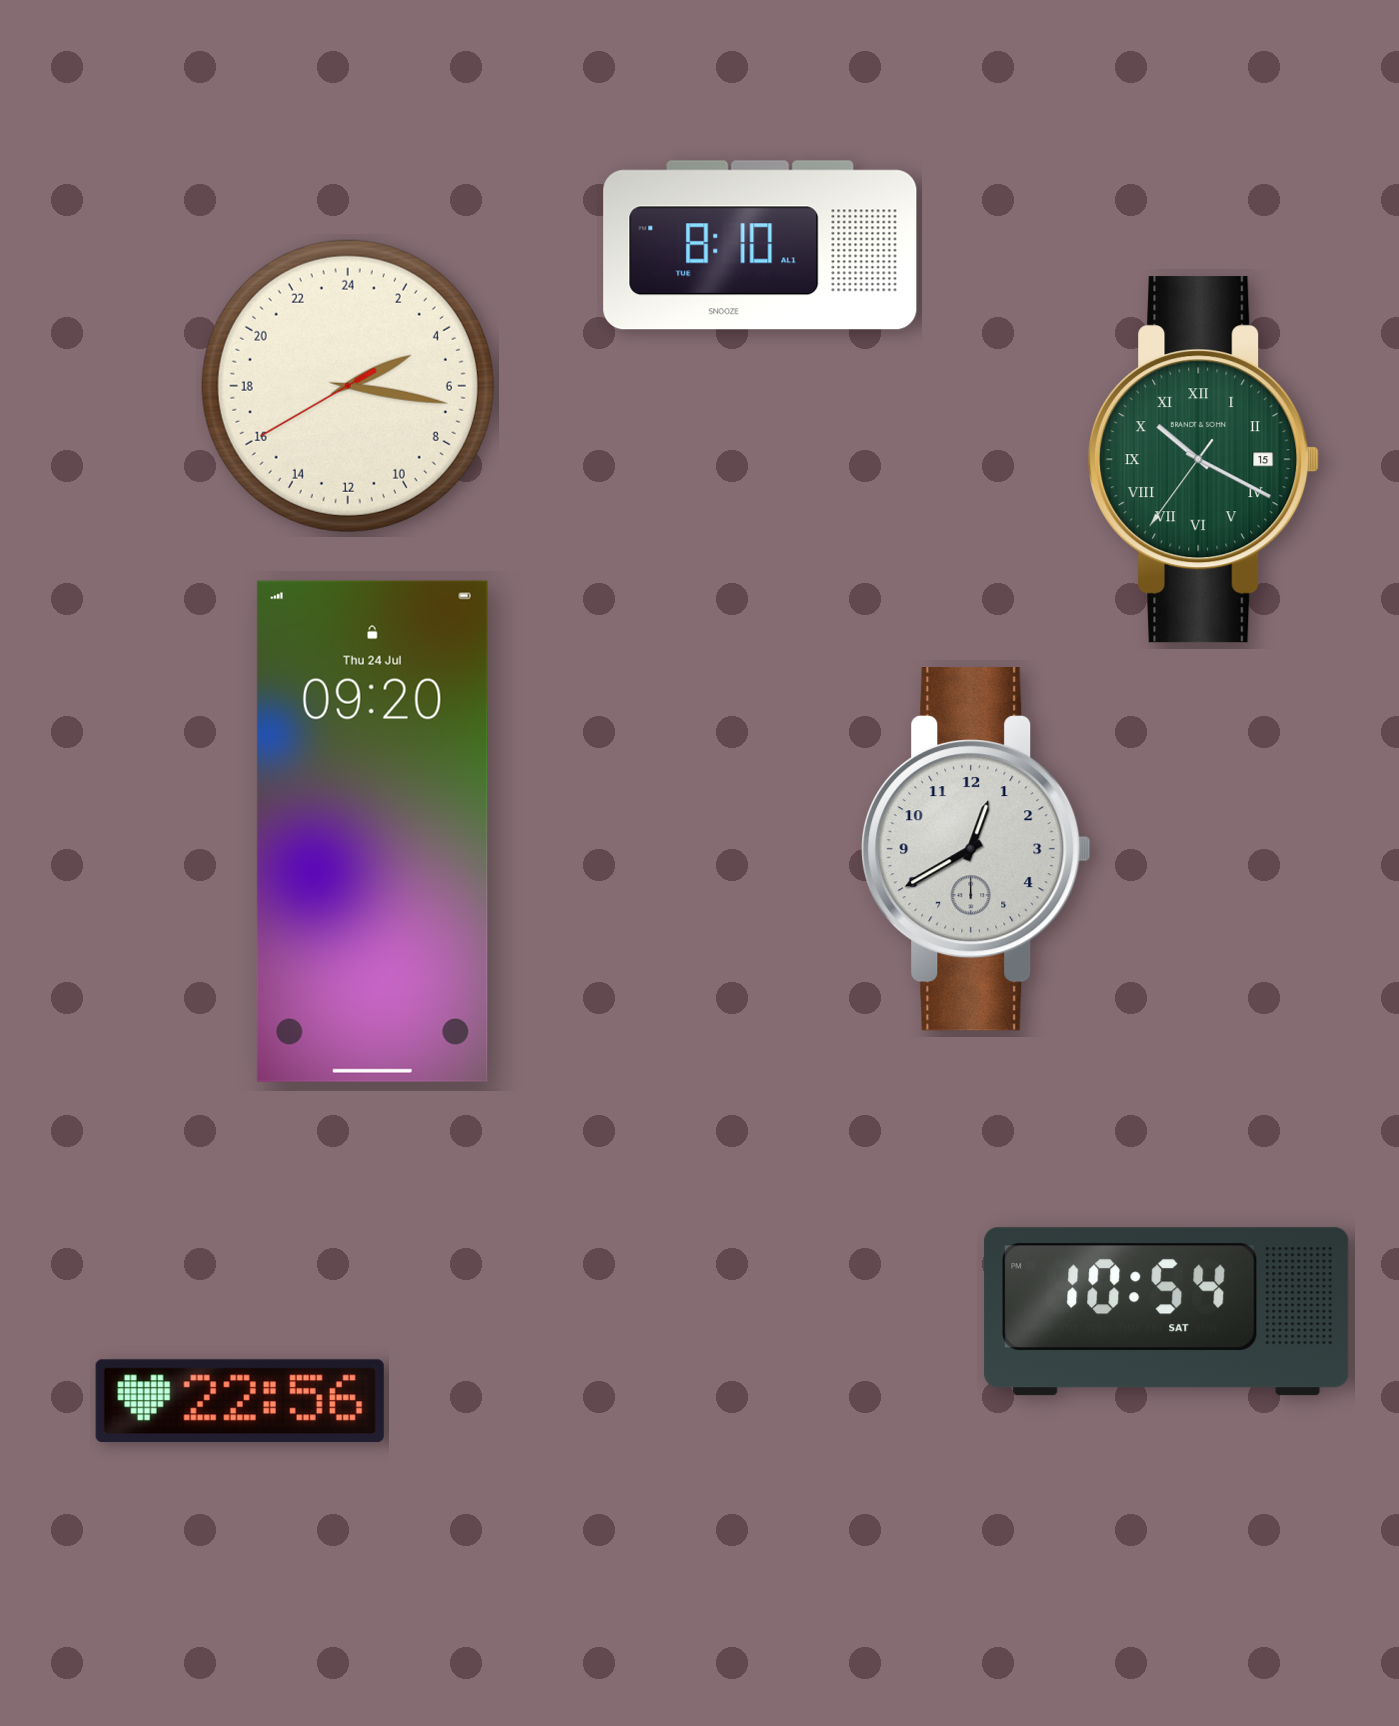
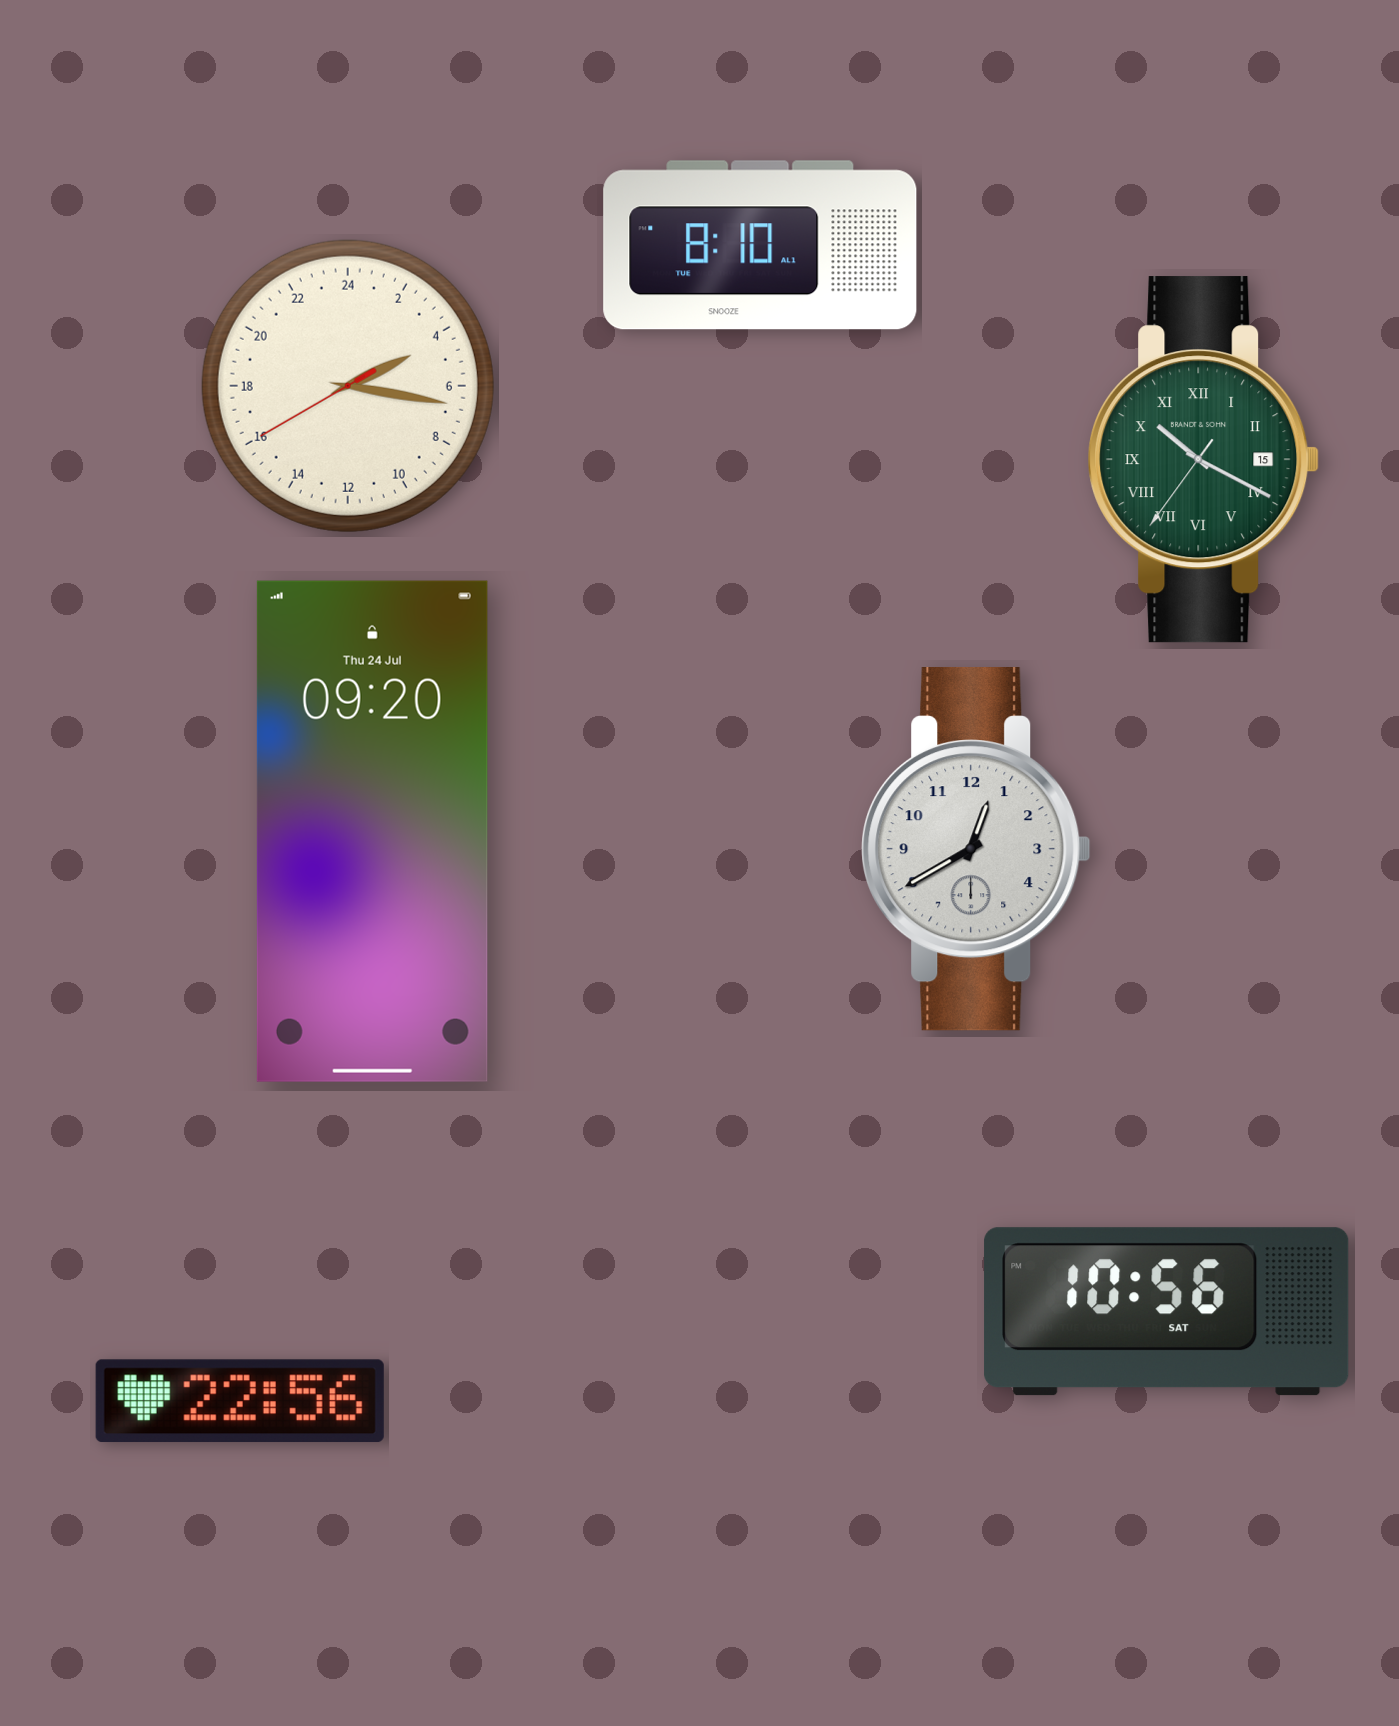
clock at (1167, 1312): 10:54 -> 10:56
